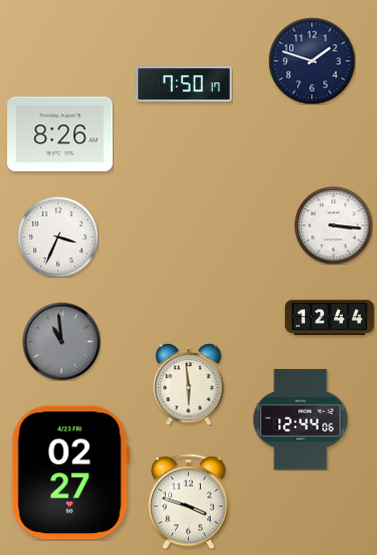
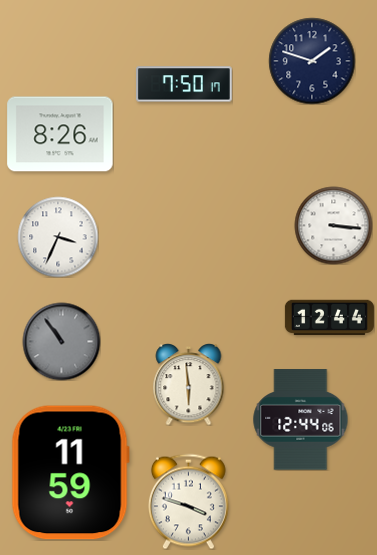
clock at (61, 341): 10:59 -> 10:54
clock at (70, 473): 02:27 -> 11:59
